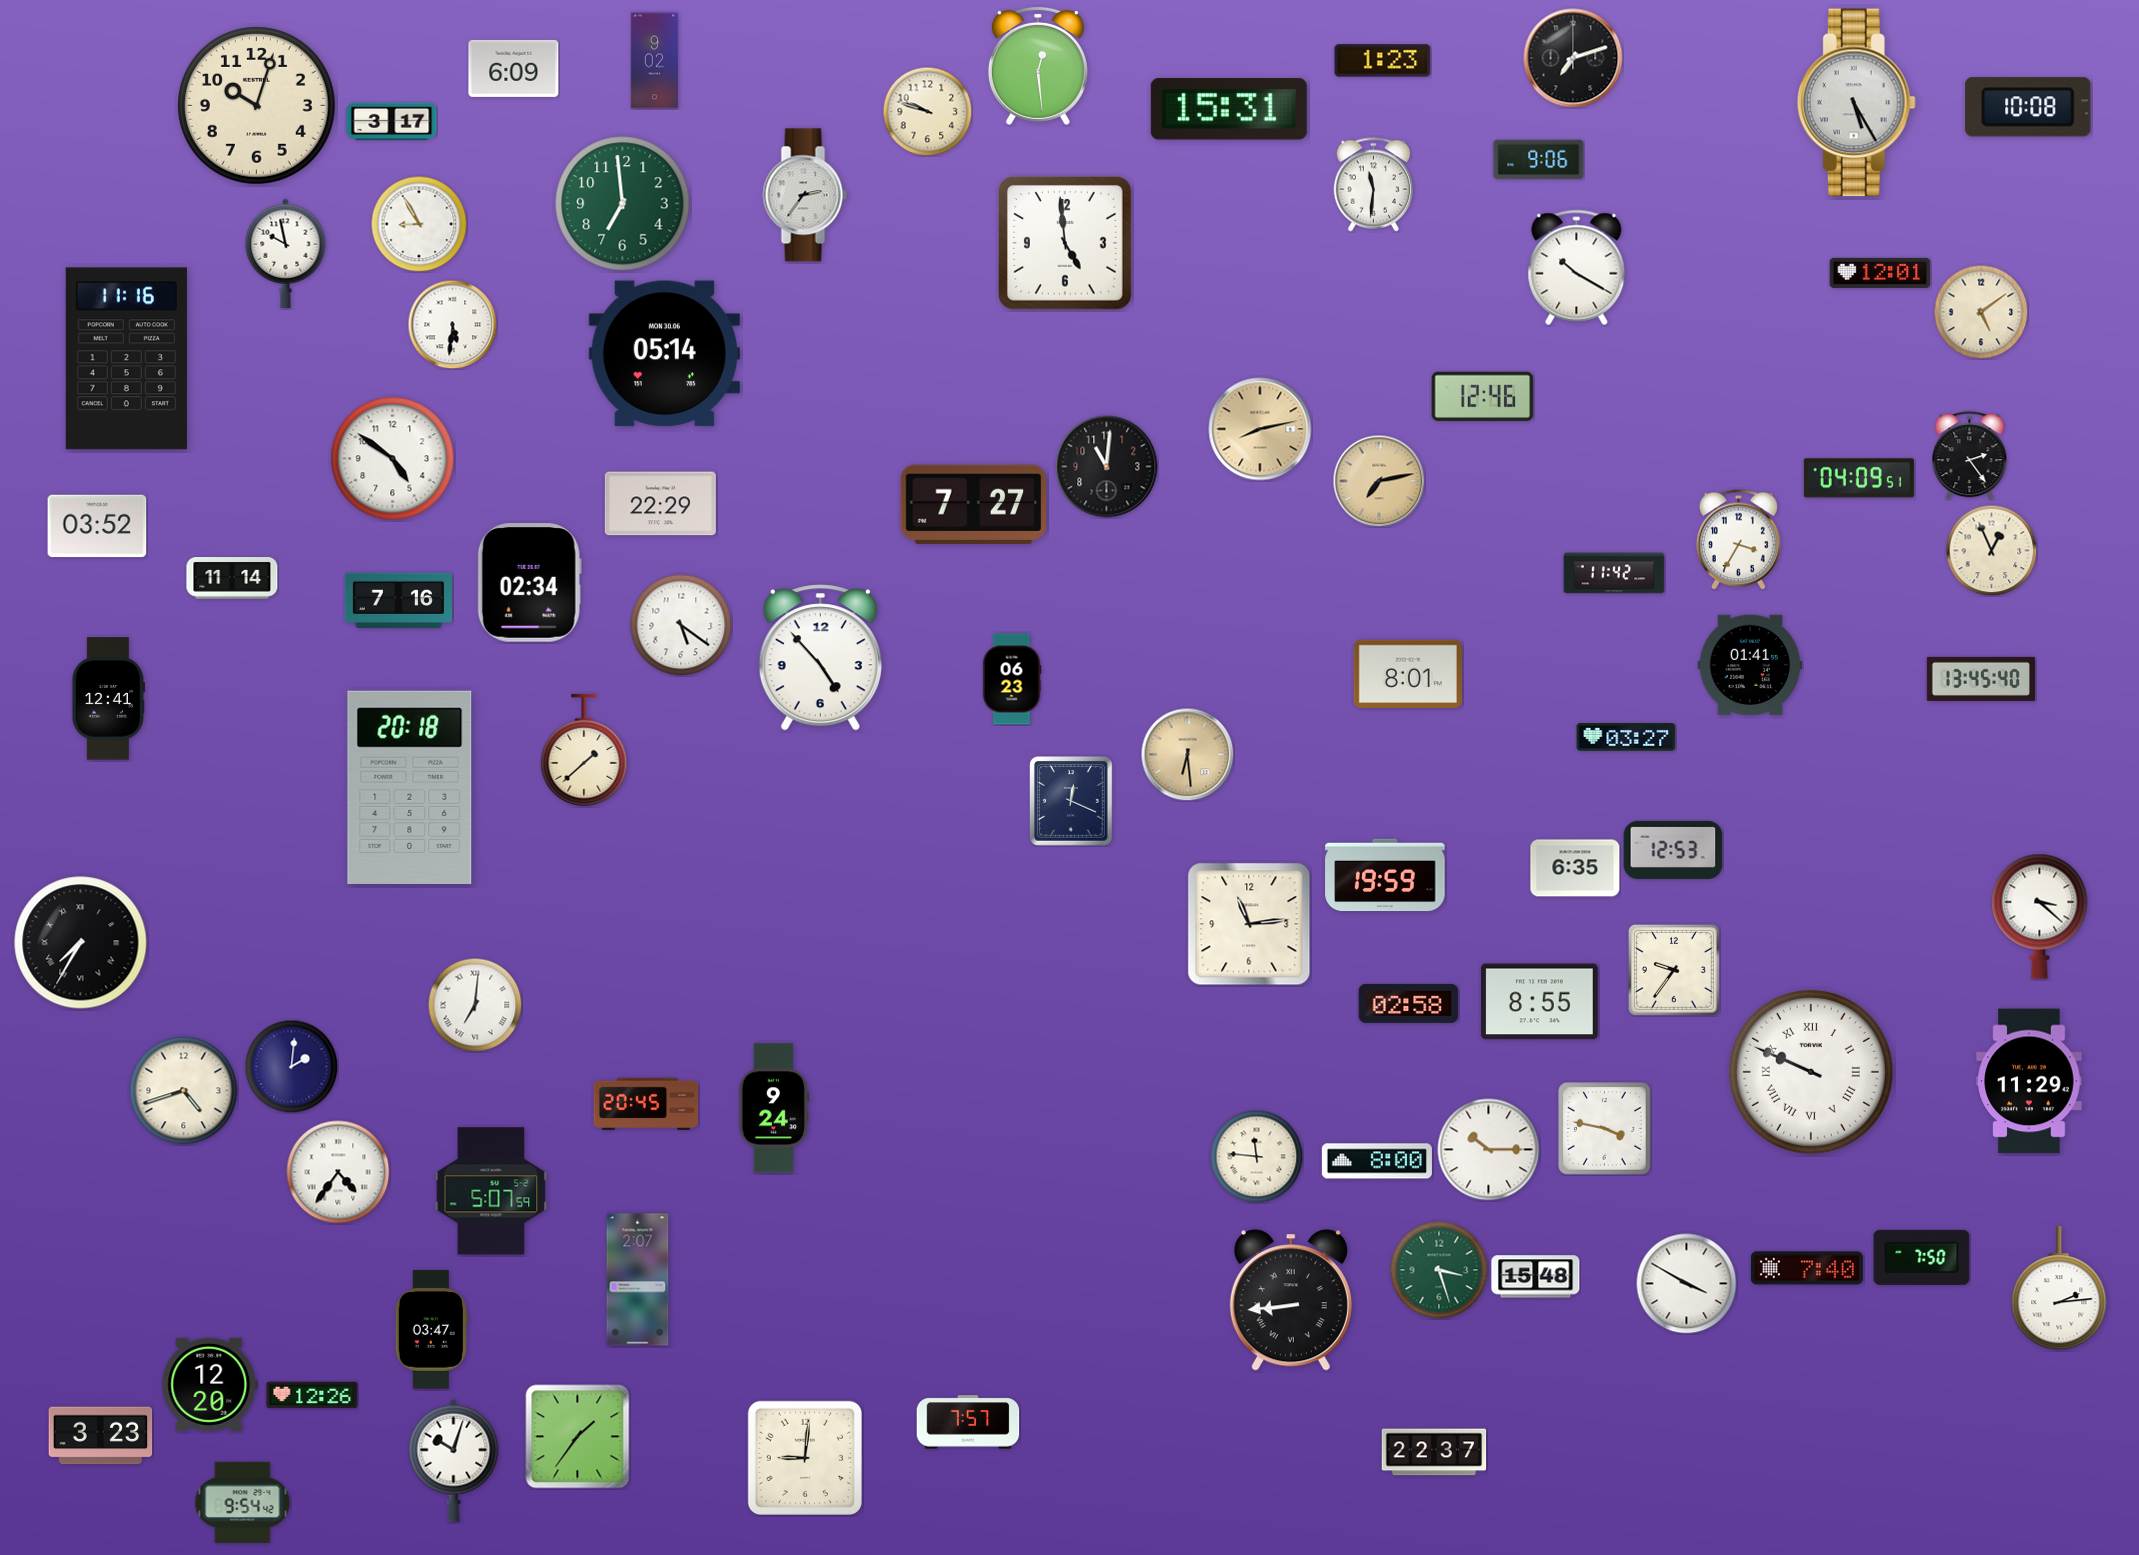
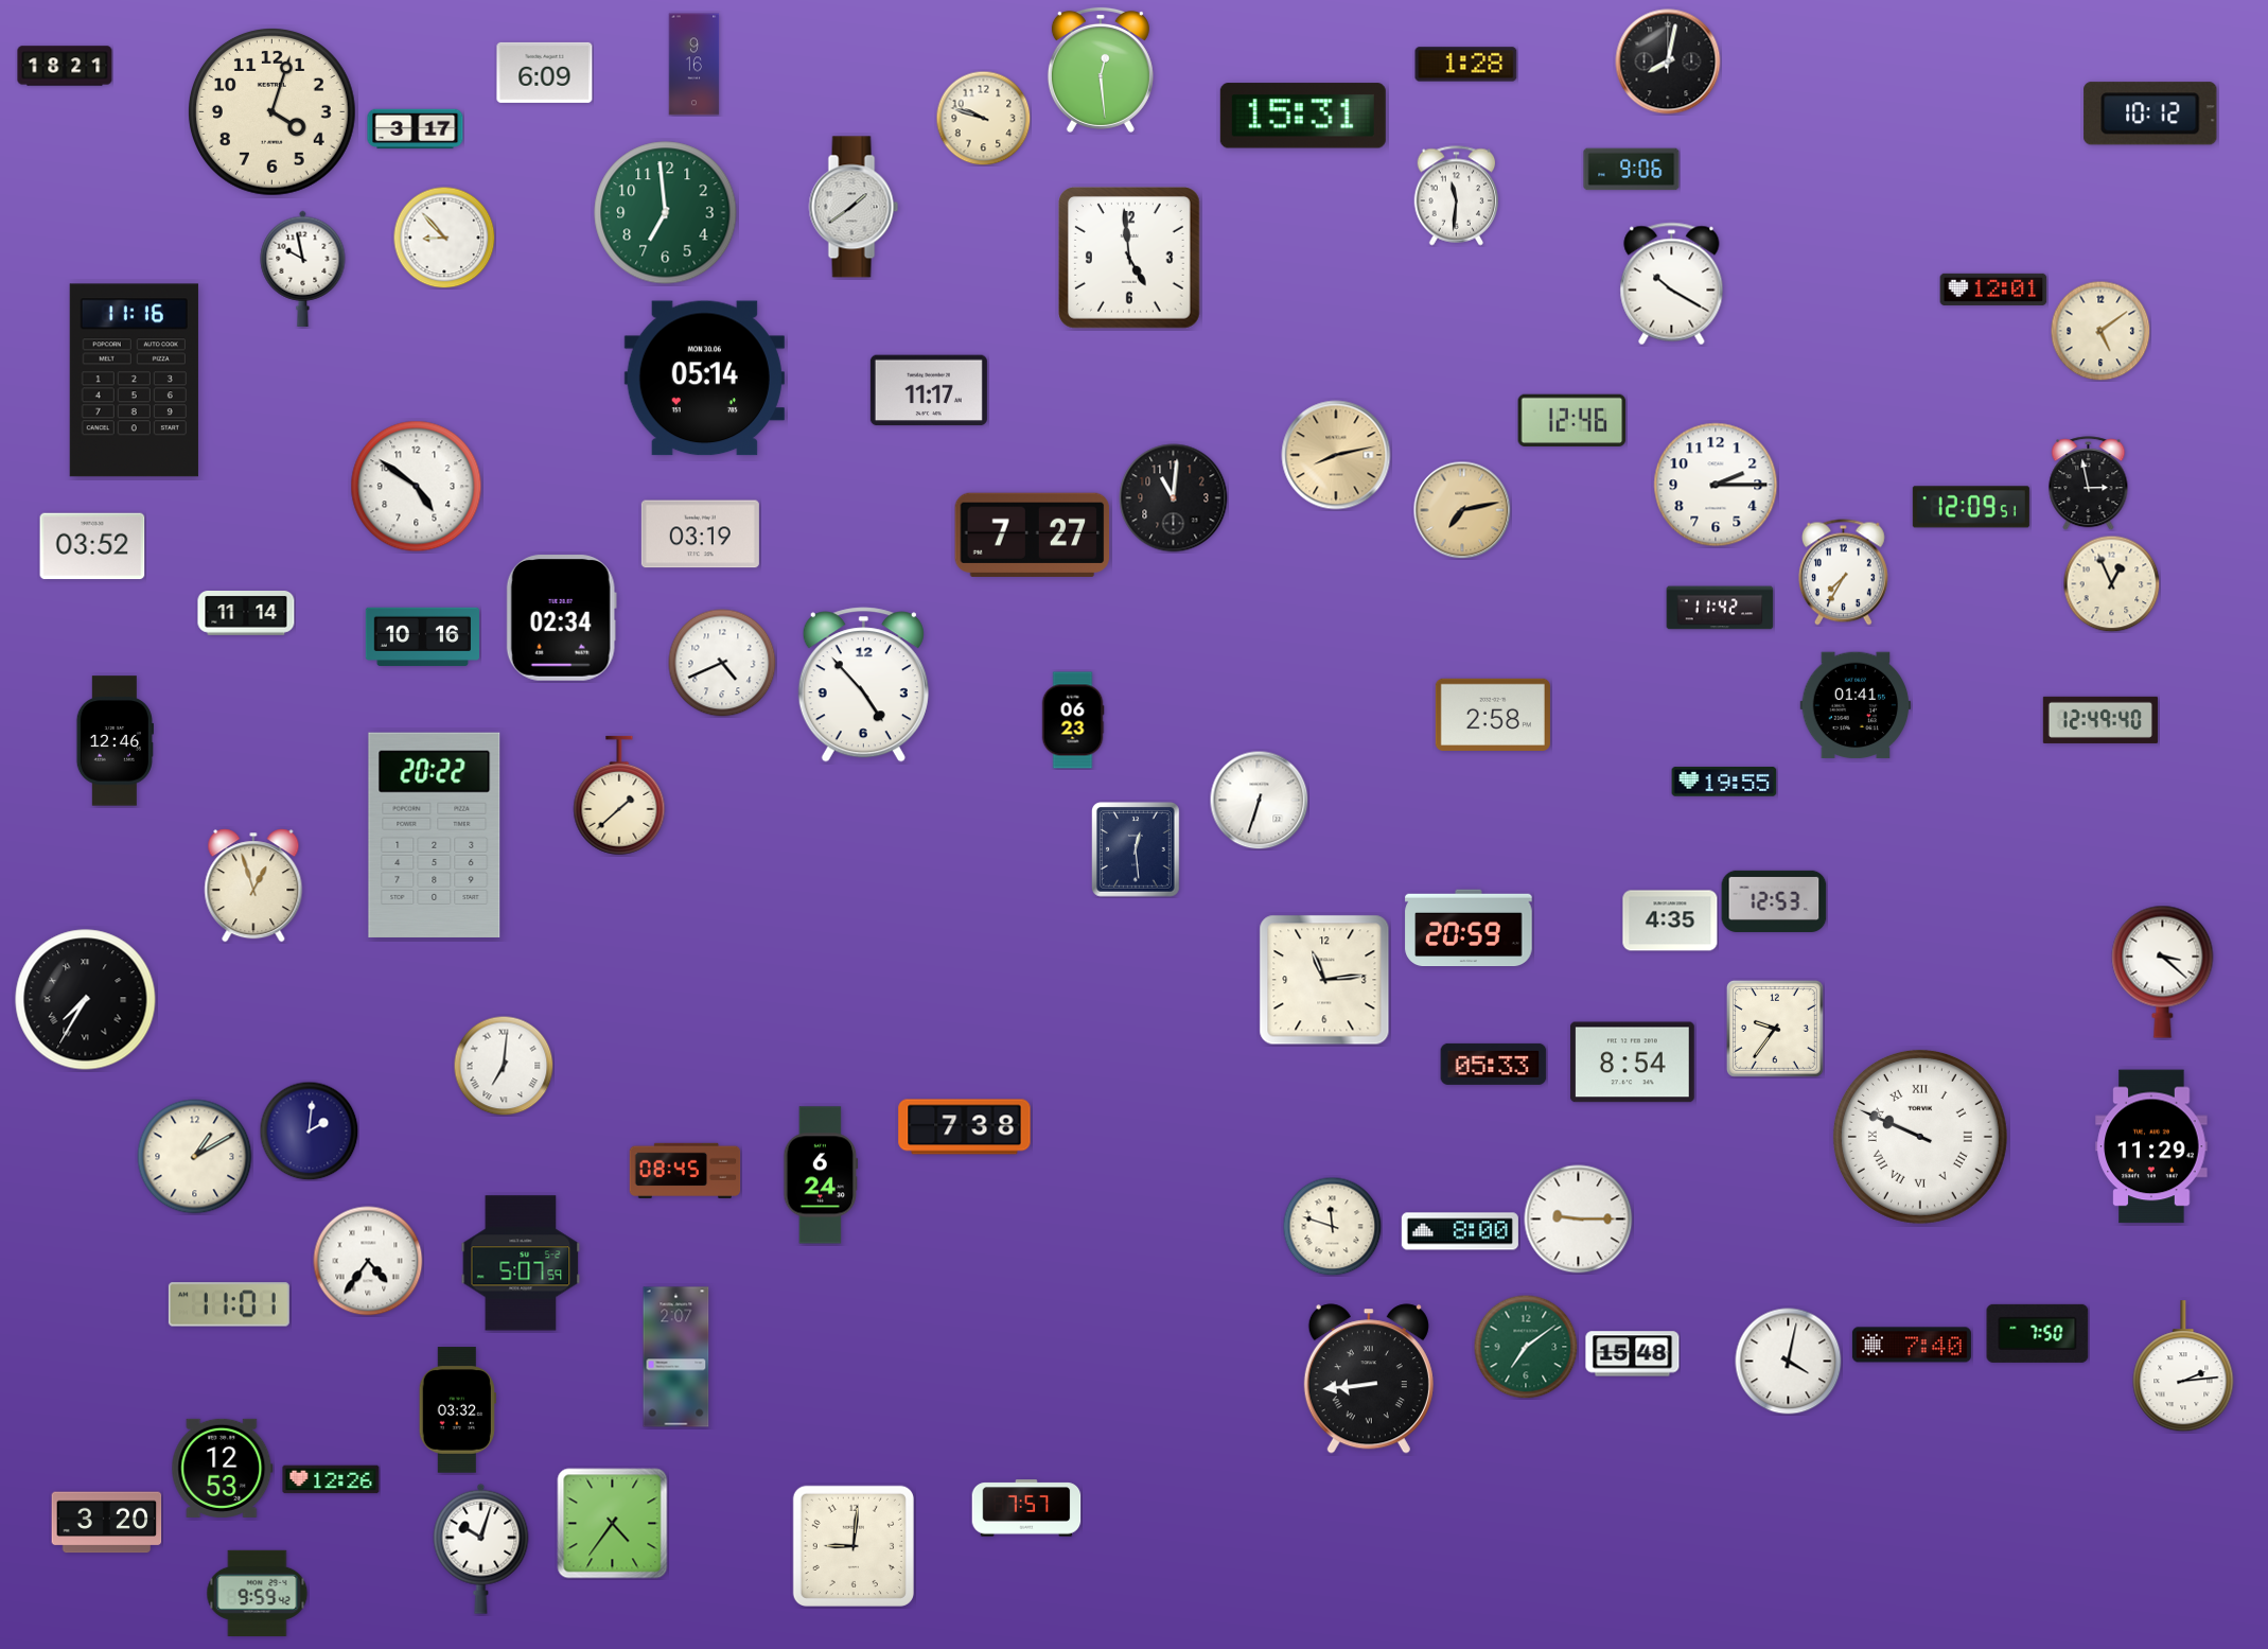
clock at (1573, 58): 7:12 -> 8:02
clock at (655, 61): 9:02 -> 9:16
clock at (1383, 61): 1:23 -> 1:28
clock at (65, 66): none -> 18:21
clock at (1856, 103): 5:25 -> none
clock at (256, 105): 10:03 -> 4:03
clock at (2028, 107): 10:08 -> 10:12
clock at (805, 195): 2:36 -> 1:39
clock at (623, 204) position: (623, 204) -> (666, 213)
clock at (419, 224): 8:55 -> 8:53
clock at (452, 324): 5:31 -> none
clock at (664, 354) position: (664, 354) -> (704, 379)
clock at (929, 390): none -> 11:17
clock at (1970, 456): 2:24 -> 2:58
clock at (1716, 485): none -> 2:15
clock at (1107, 467) position: (1107, 467) -> (1174, 498)
clock at (1859, 478): 04:09 -> 12:09
clock at (660, 504): 22:29 -> 03:19
clock at (97, 526) position: (97, 526) -> (92, 546)
clock at (1738, 540): 3:35 -> 7:35
clock at (1614, 573) position: (1614, 573) -> (1720, 608)
clock at (398, 600): 7:16 -> 10:16
clock at (681, 625): 5:21 -> 4:41
clock at (820, 658) position: (820, 658) -> (863, 685)
clock at (1408, 674): 8:01 -> 2:58
clock at (1981, 679): 13:45 -> 12:49
clock at (108, 699): 12:41 -> 12:46
clock at (1626, 737): 03:27 -> 19:55
clock at (1187, 754): 6:29 -> 6:33
clock at (1187, 754) dial: champagne -> white
clock at (410, 787): 20:18 -> 20:22
clock at (1072, 801): 12:19 -> 12:29
clock at (253, 885): none -> 12:57
clock at (1575, 868): 6:35 -> 4:35
clock at (1385, 875): 19:59 -> 20:59
clock at (1539, 1002): 8:55 -> 8:54
clock at (1409, 1003): 02:58 -> 05:33
clock at (965, 1127): none -> 7:38
clock at (184, 1091): 4:42 -> 1:10
clock at (646, 1104): 20:45 -> 08:45
clock at (774, 1108): 9:24 -> 6:24
clock at (1605, 1129): 3:47 -> none
clock at (1489, 1150): 10:15 -> 9:15
clock at (1256, 1156): 11:46 -> 11:48
clock at (338, 1172) position: (338, 1172) -> (368, 1261)
clock at (229, 1304): none -> 11:01
clock at (1807, 1268) position: (1807, 1268) -> (1912, 1345)
clock at (1439, 1270): 3:27 -> 7:09
clock at (1536, 1277) position: (1536, 1277) -> (1633, 1354)
clock at (1687, 1284): 3:50 -> 4:02
clock at (431, 1330): 03:47 -> 03:32
clock at (210, 1384): 12:20 -> 12:53
clock at (101, 1436): 3:23 -> 3:20
clock at (578, 1437): 1:36 -> 4:36
clock at (1434, 1452): 22:37 -> none
clock at (243, 1502): 9:54 -> 9:59
